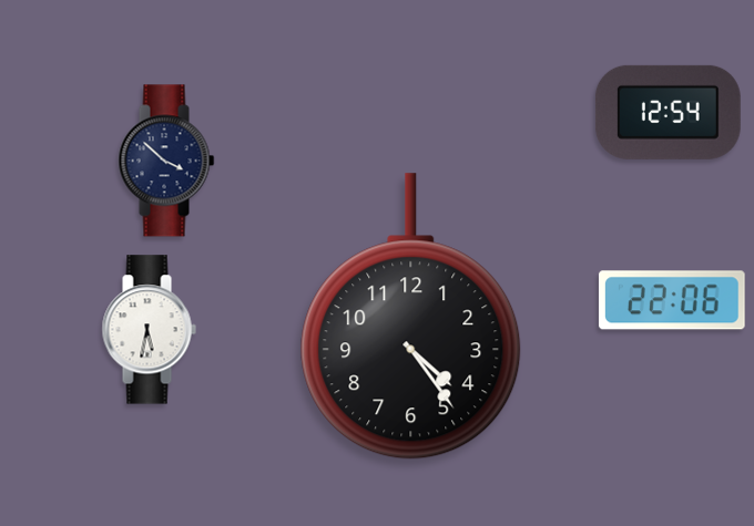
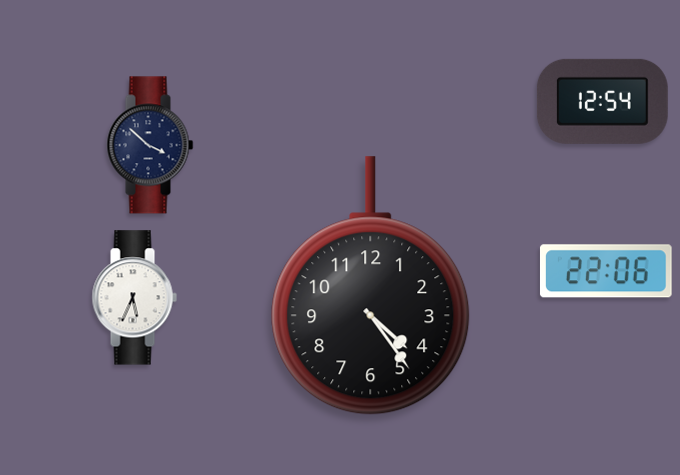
clock at (149, 330): 5:32 -> 5:34
